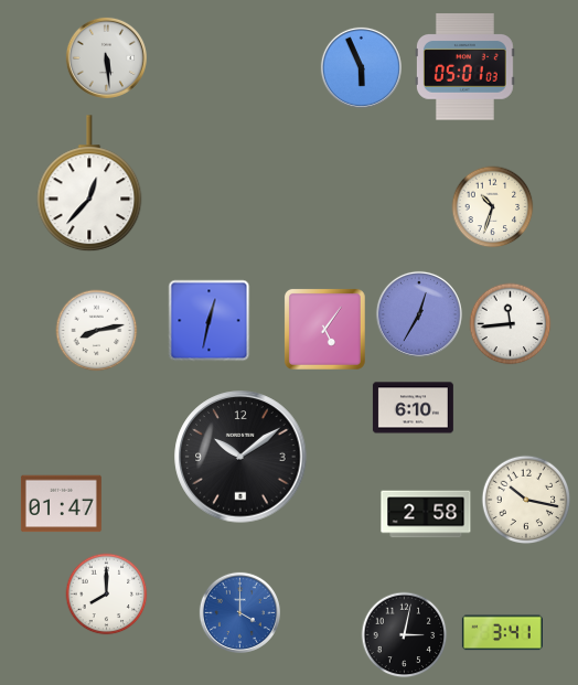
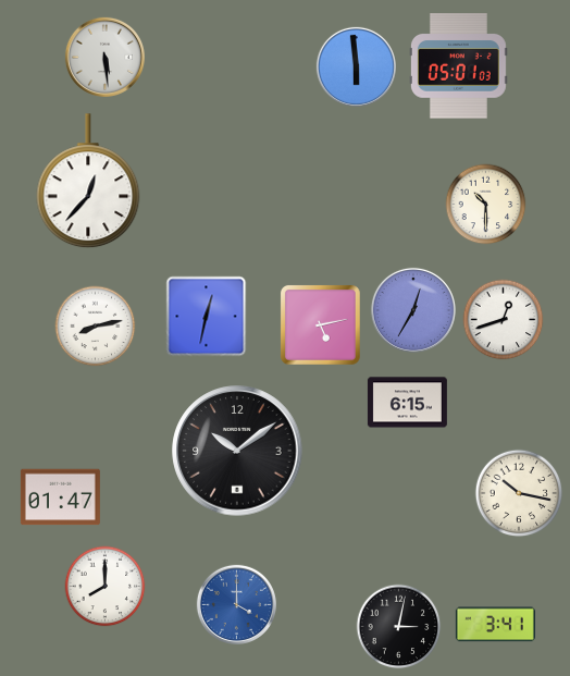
clock at (361, 67): 5:56 -> 5:59
clock at (493, 207): 10:33 -> 10:30
clock at (511, 324): 11:44 -> 12:42
clock at (325, 330): 5:06 -> 5:13
clock at (413, 408): 6:10 -> 6:15
clock at (426, 514): 2:58 -> none
